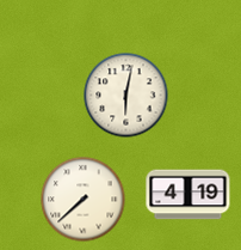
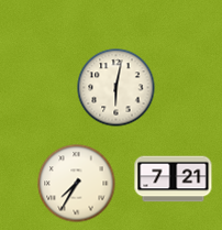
clock at (189, 195): 4:19 -> 7:21
clock at (84, 200): 7:38 -> 7:35
